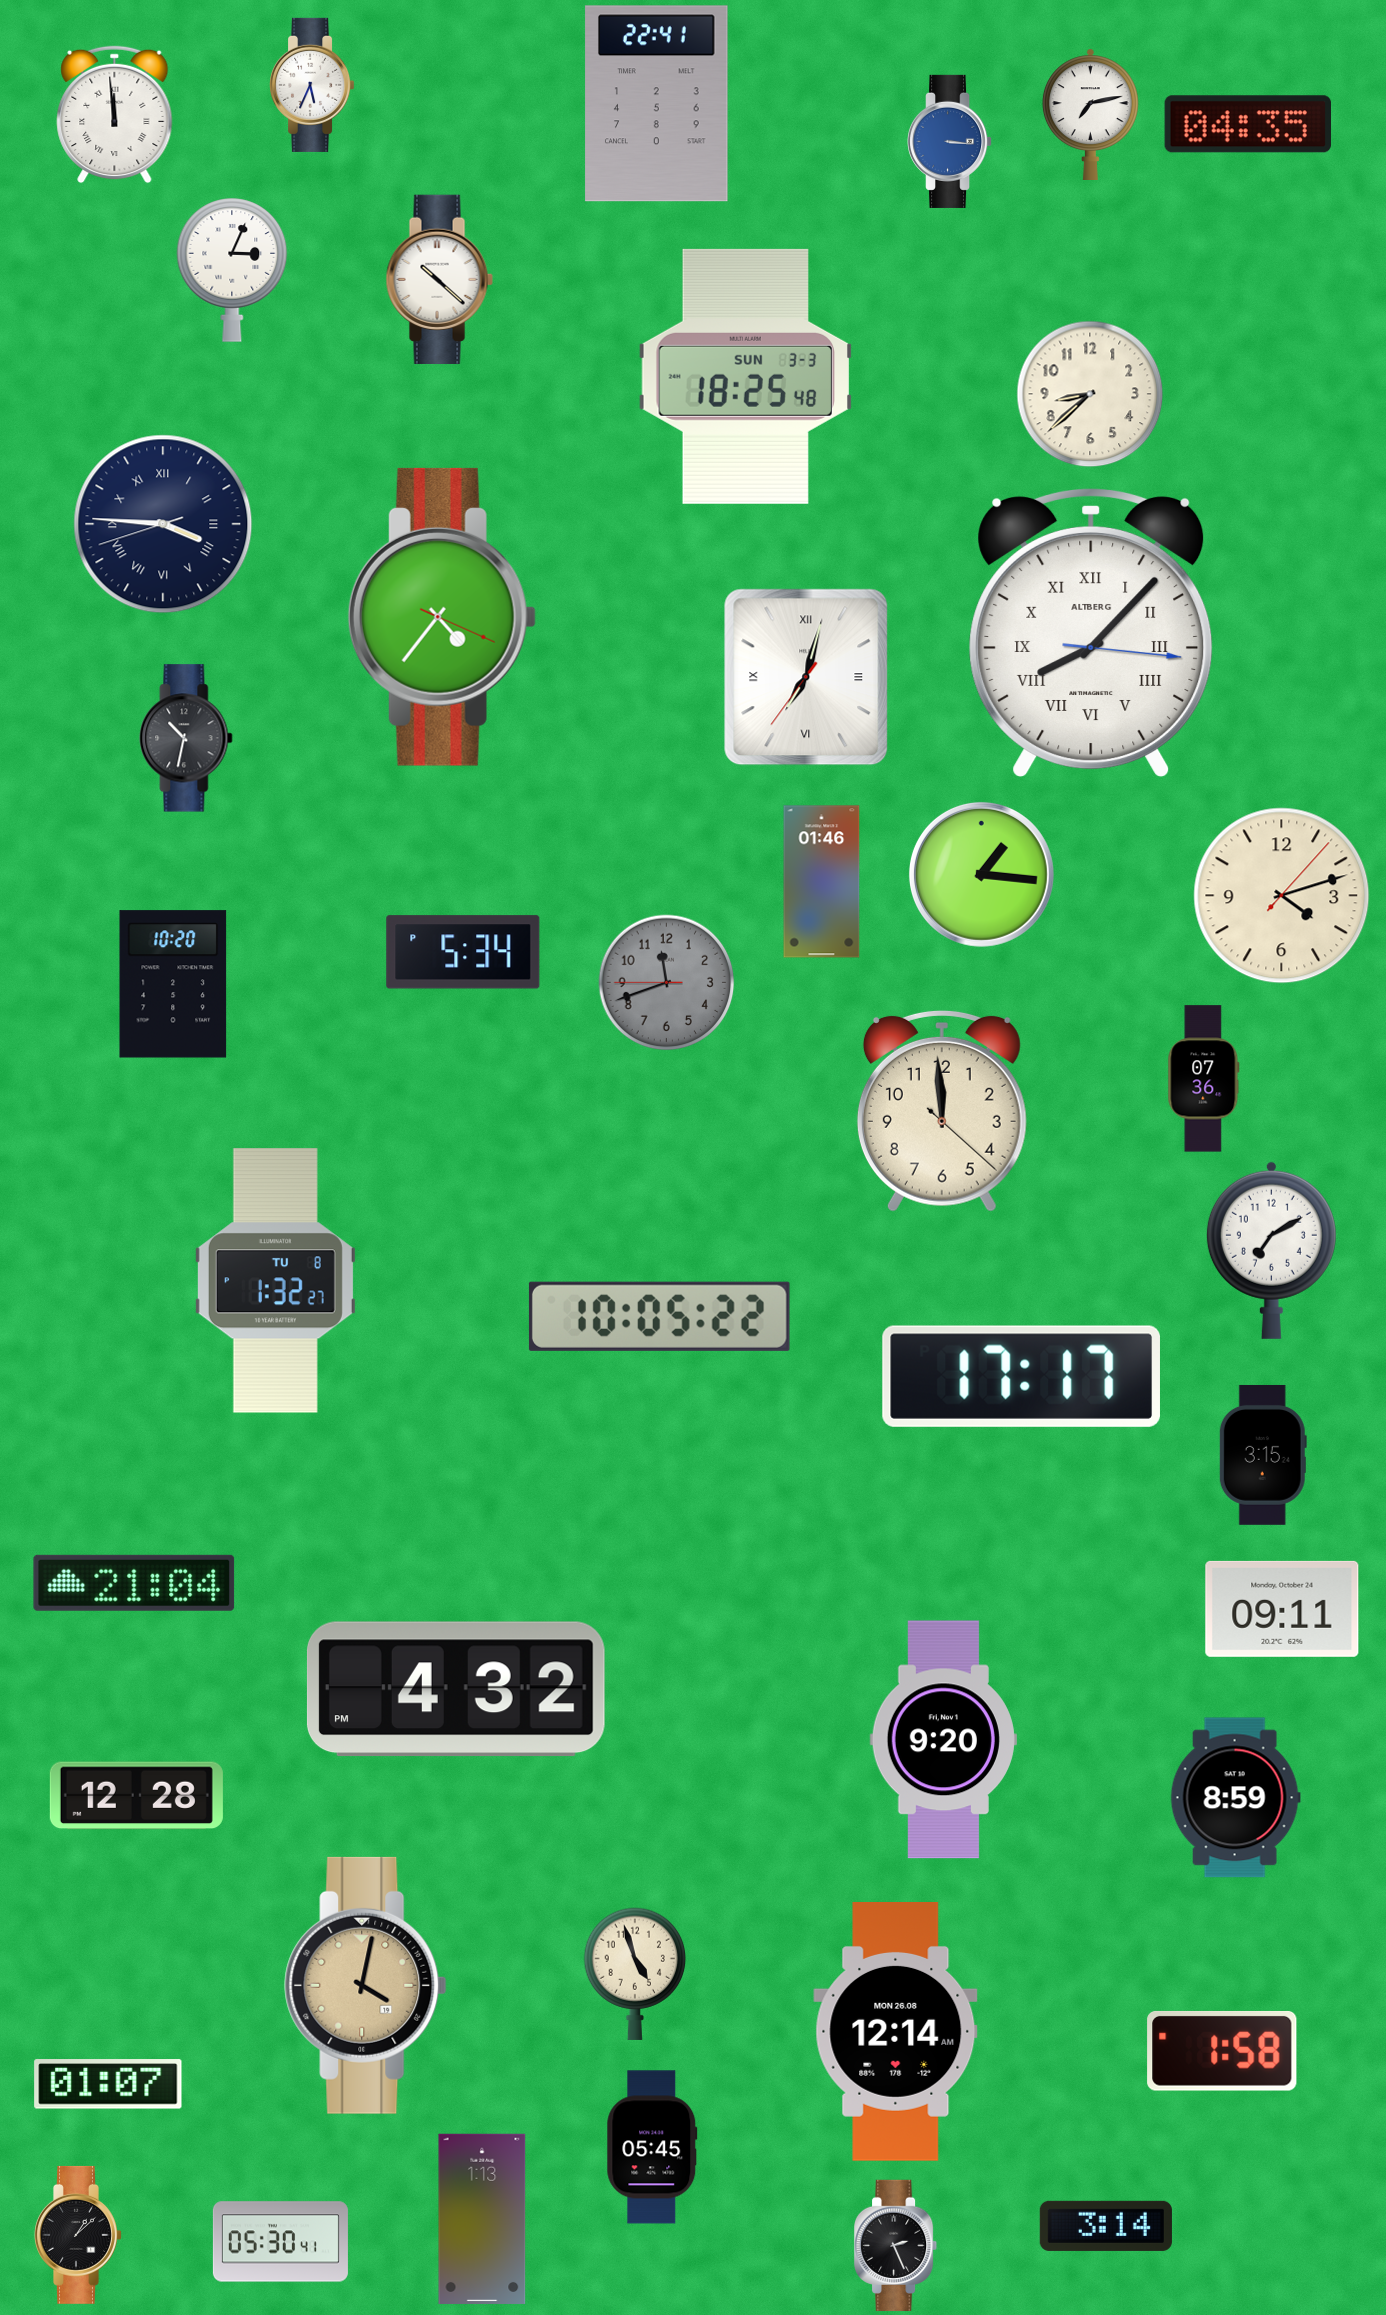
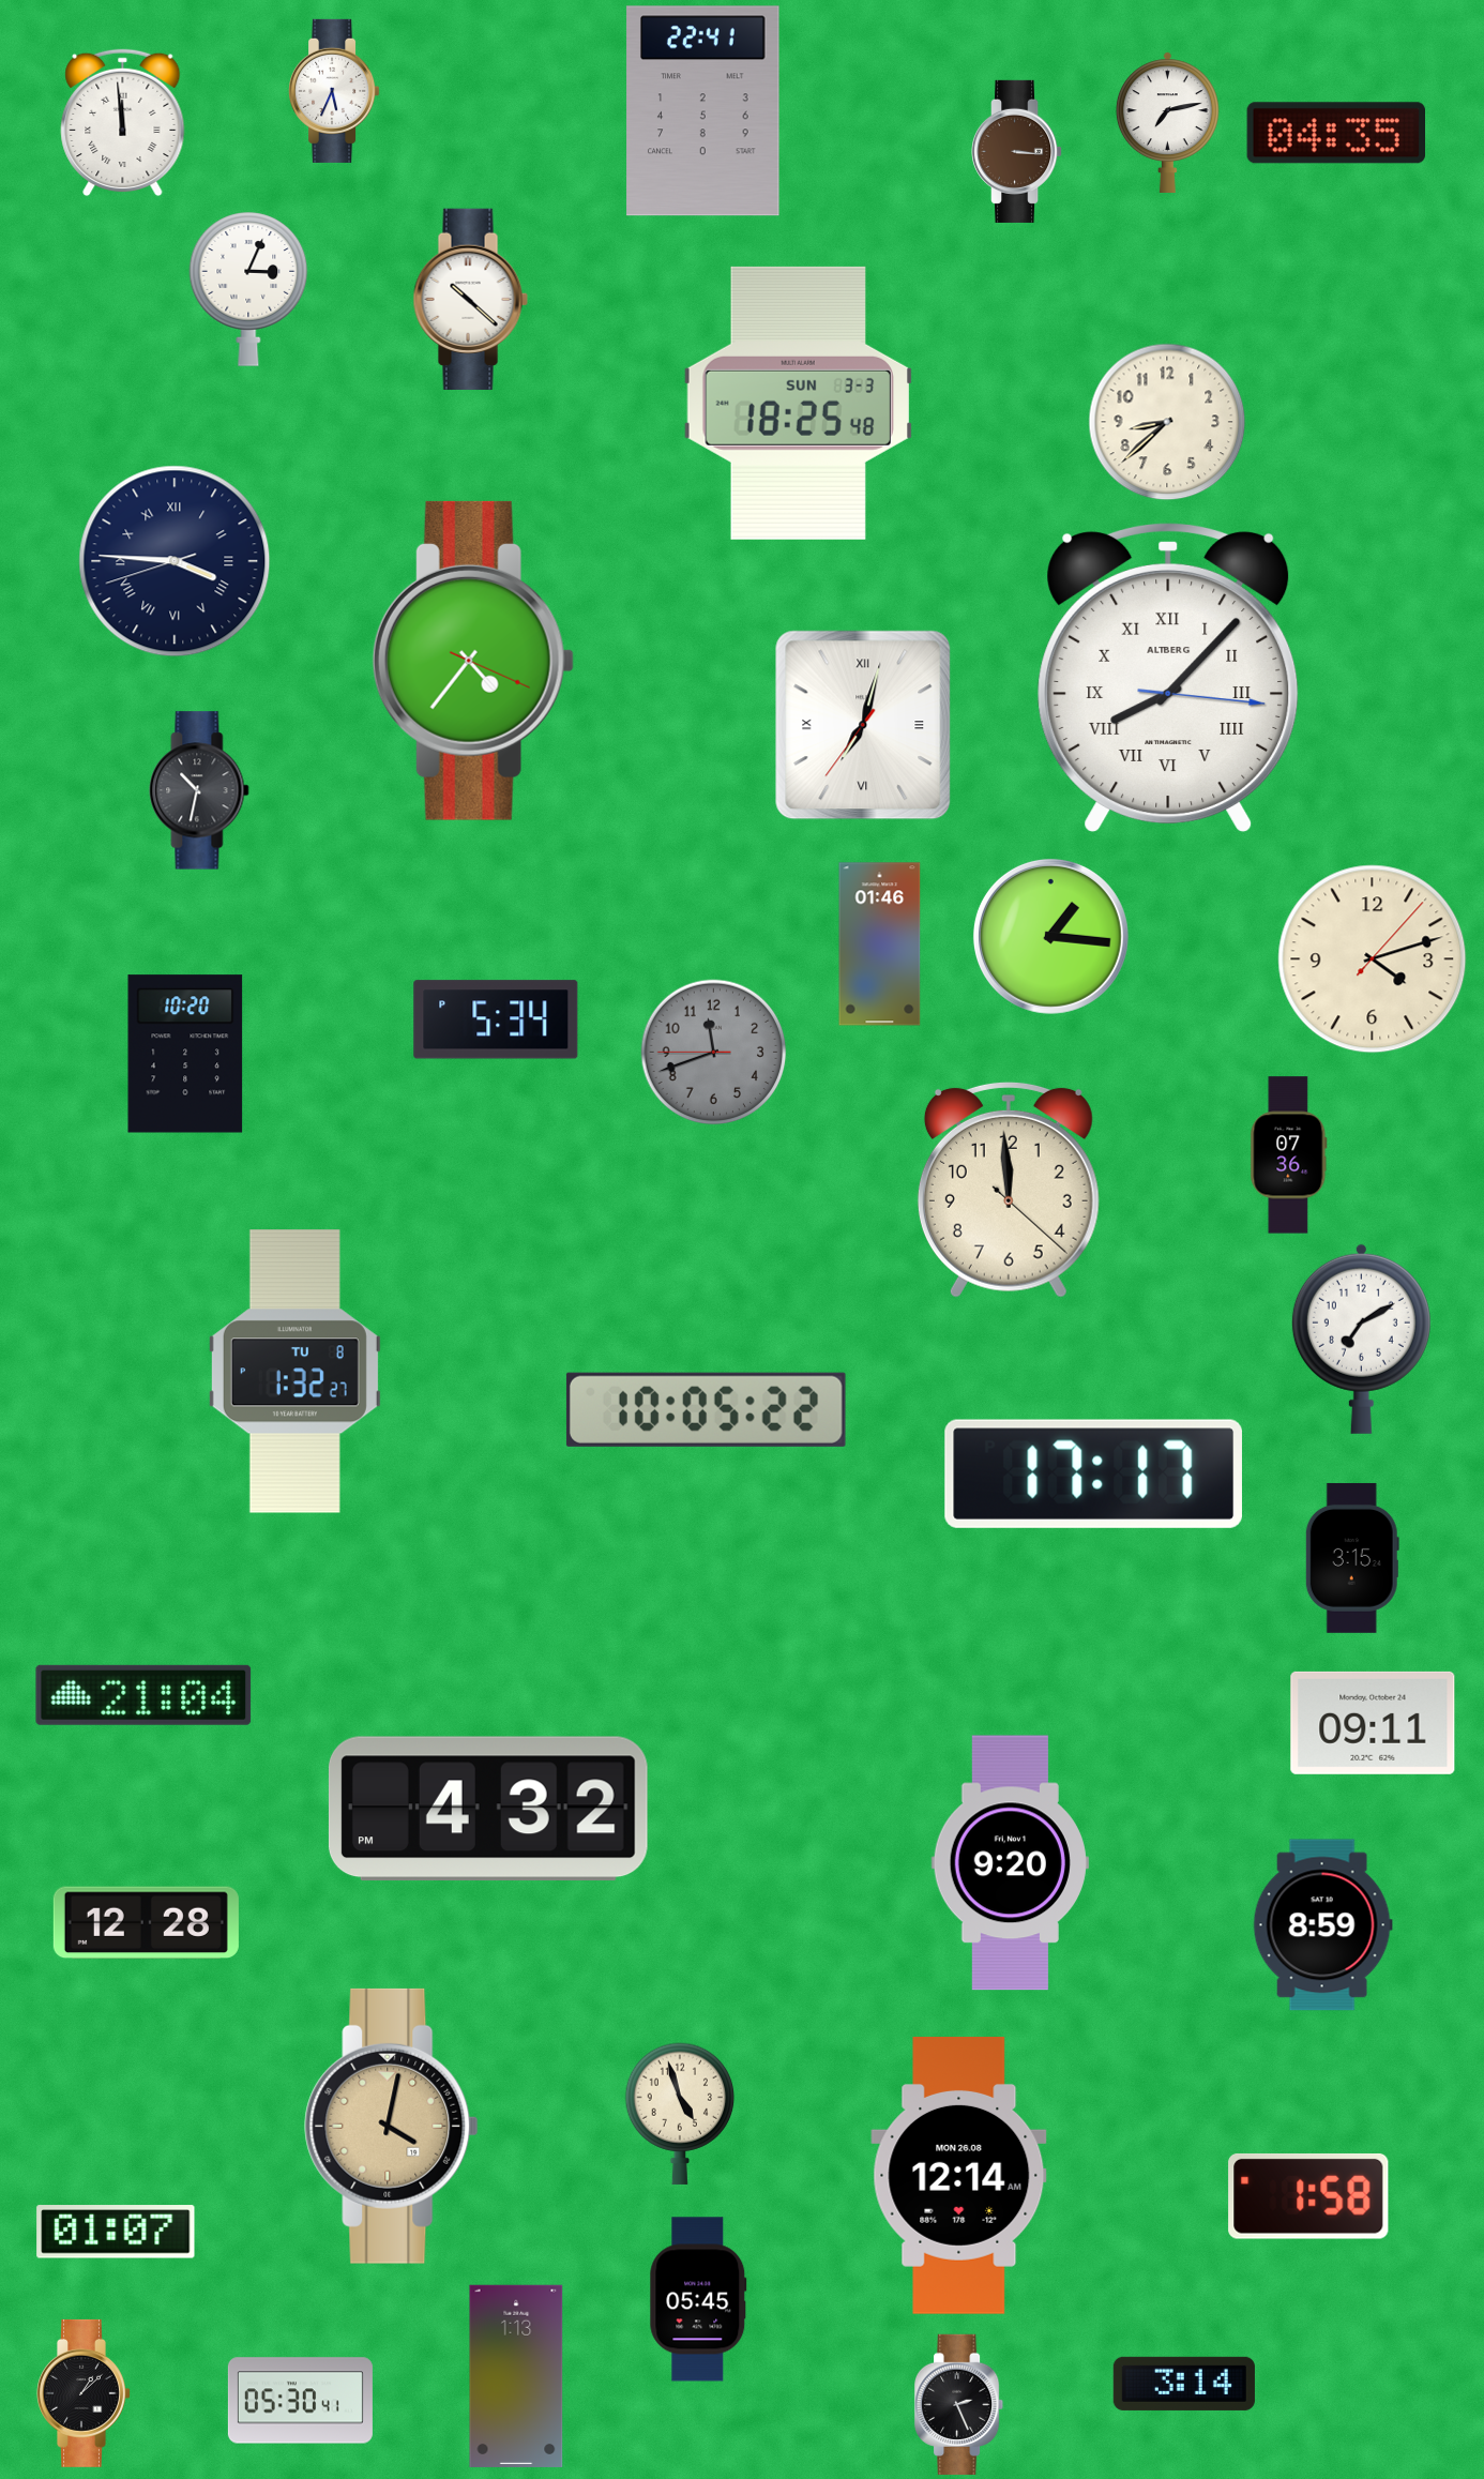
clock at (951, 141) dial: blue -> brown
